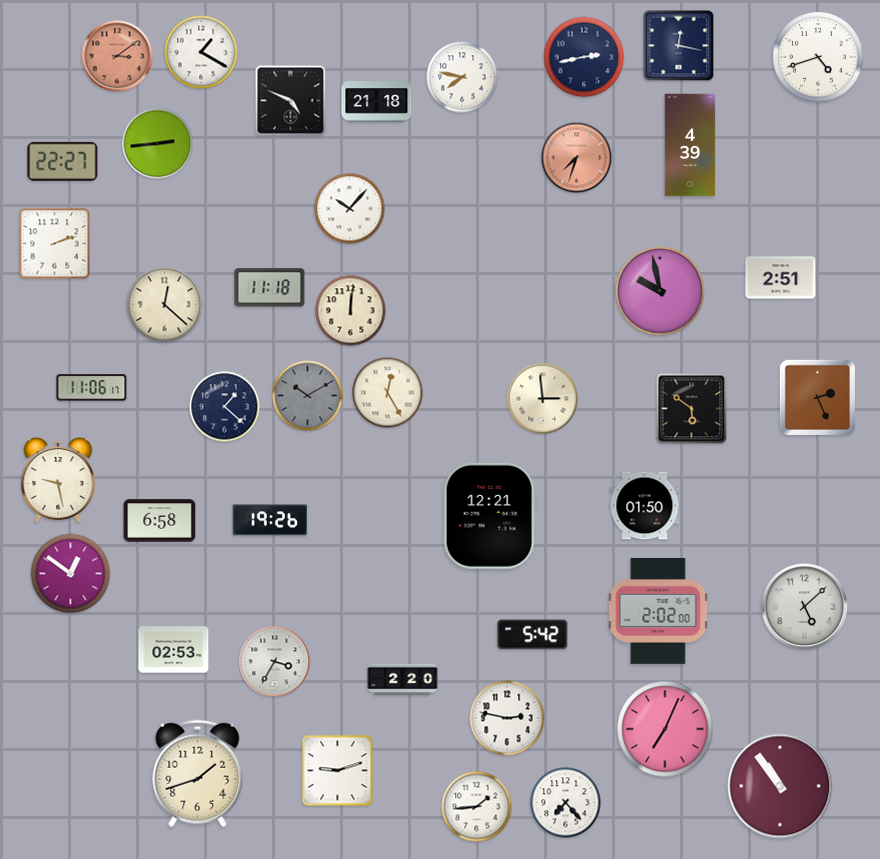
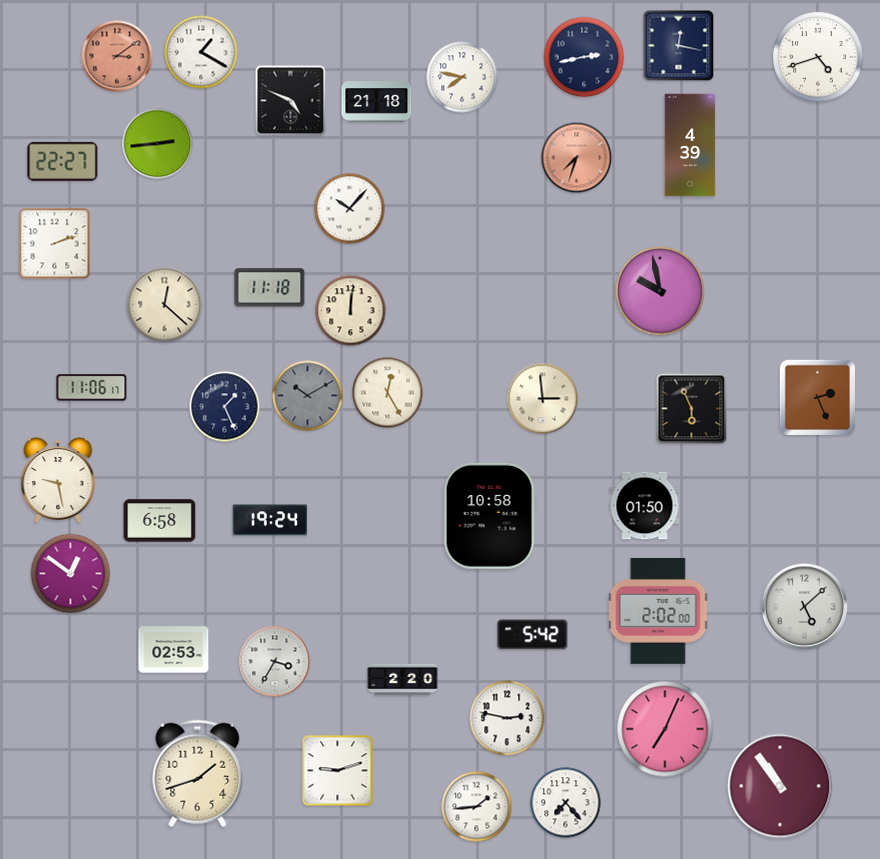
clock at (781, 278): 2:51 -> none
clock at (225, 407): 1:22 -> 1:26
clock at (692, 409): 5:51 -> 5:56
clock at (490, 516): 12:21 -> 10:58
clock at (270, 520): 19:26 -> 19:24
